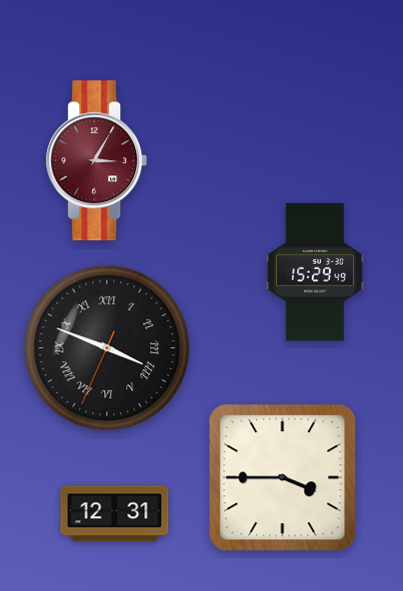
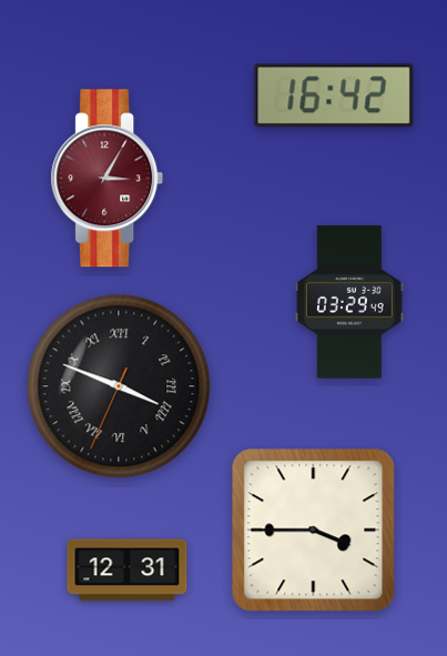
clock at (334, 95): none -> 16:42
clock at (315, 272): 15:29 -> 03:29
